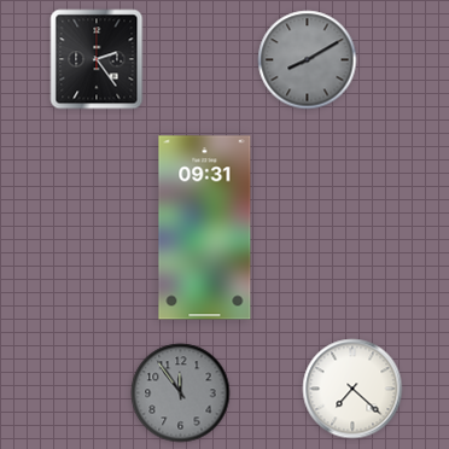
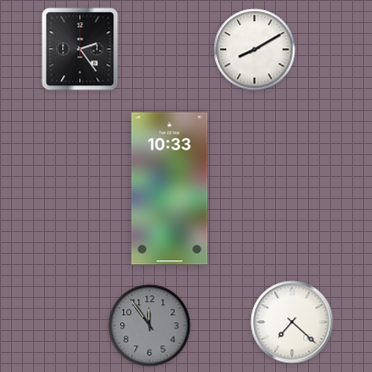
clock at (308, 60) dial: grey -> white
clock at (205, 228): 09:31 -> 10:33
